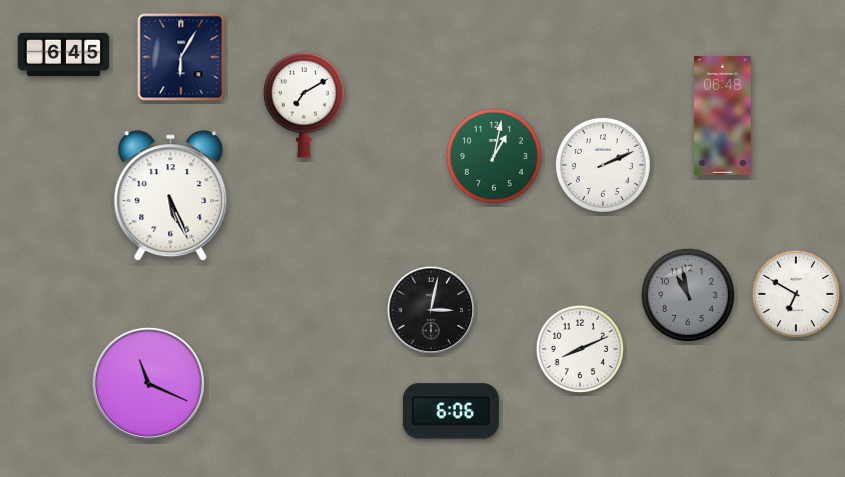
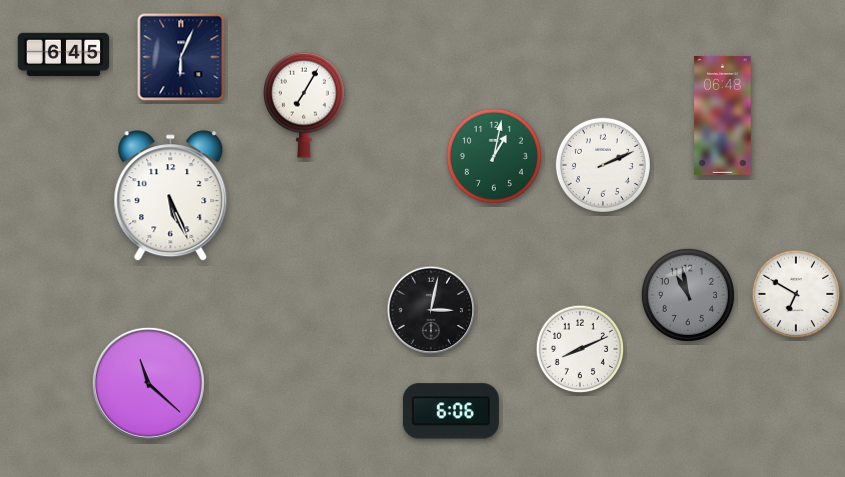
clock at (181, 57): 6:05 -> 6:04
clock at (305, 105): 7:10 -> 7:05
clock at (148, 383): 11:19 -> 11:22
